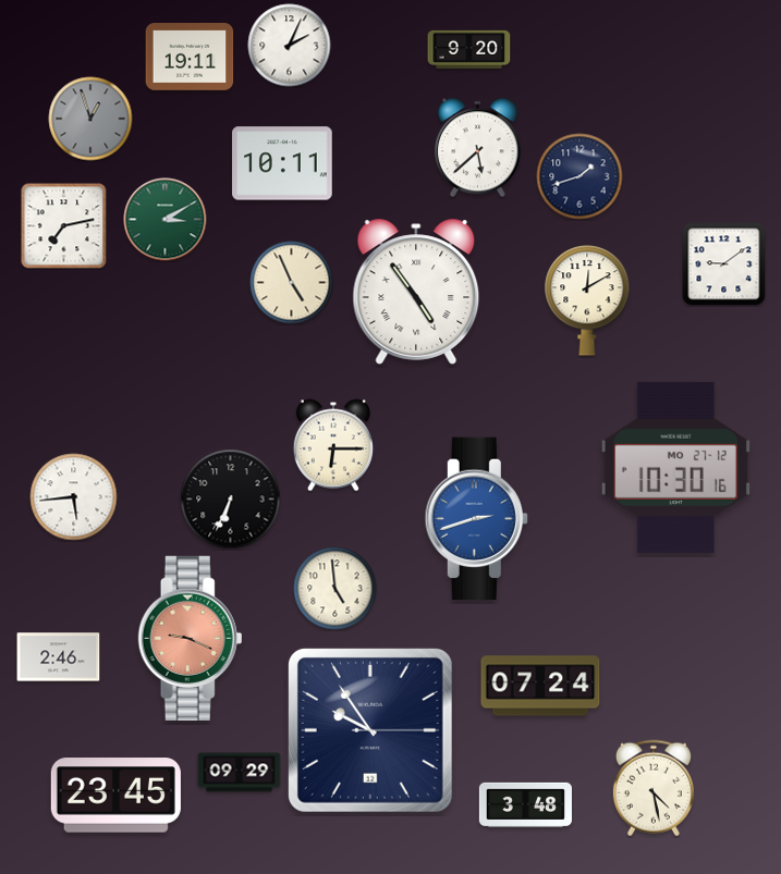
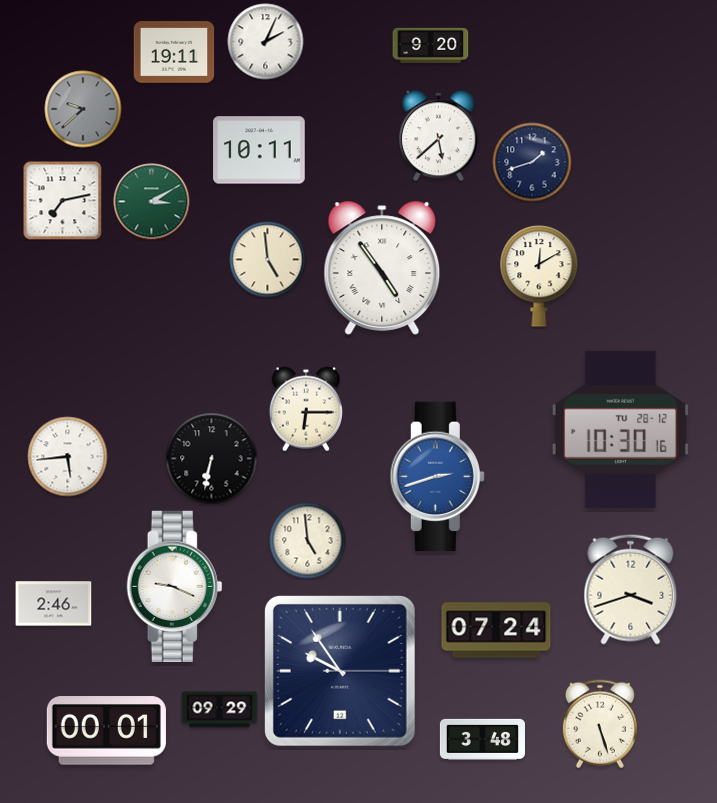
clock at (90, 119): 12:57 -> 9:38
clock at (64, 226) position: (64, 226) -> (63, 201)
clock at (724, 264): 9:09 -> none
clock at (292, 283): 4:56 -> 4:59
clock at (675, 467) date: MO 27-12 -> TU 28-12
clock at (231, 500): 6:34 -> 6:32
clock at (191, 638) dial: salmon -> white
clock at (631, 589): none -> 3:42
clock at (654, 788): 4:28 -> 5:27
clock at (115, 796): 23:45 -> 00:01
